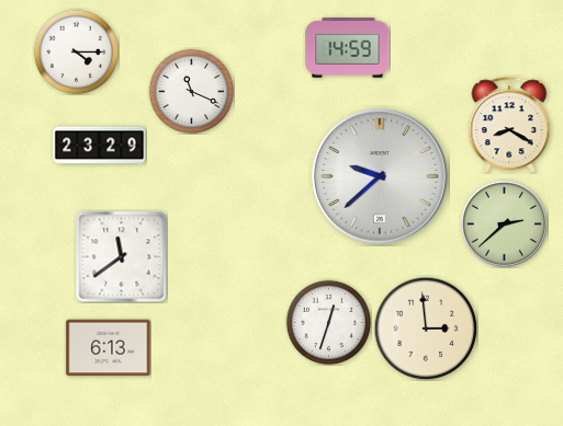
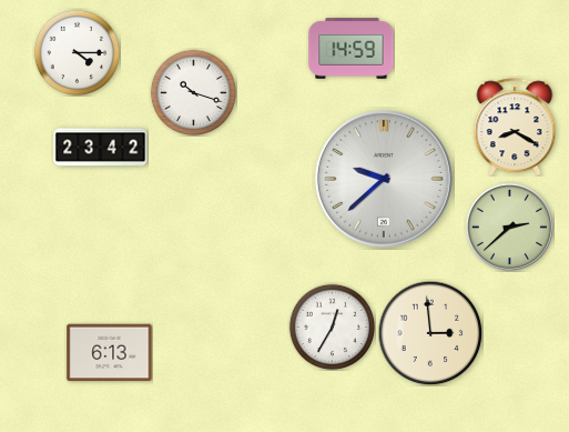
clock at (191, 91): 11:19 -> 10:18
clock at (100, 146): 23:29 -> 23:42
clock at (121, 256): 11:39 -> none
clock at (328, 322): 12:33 -> 12:35
